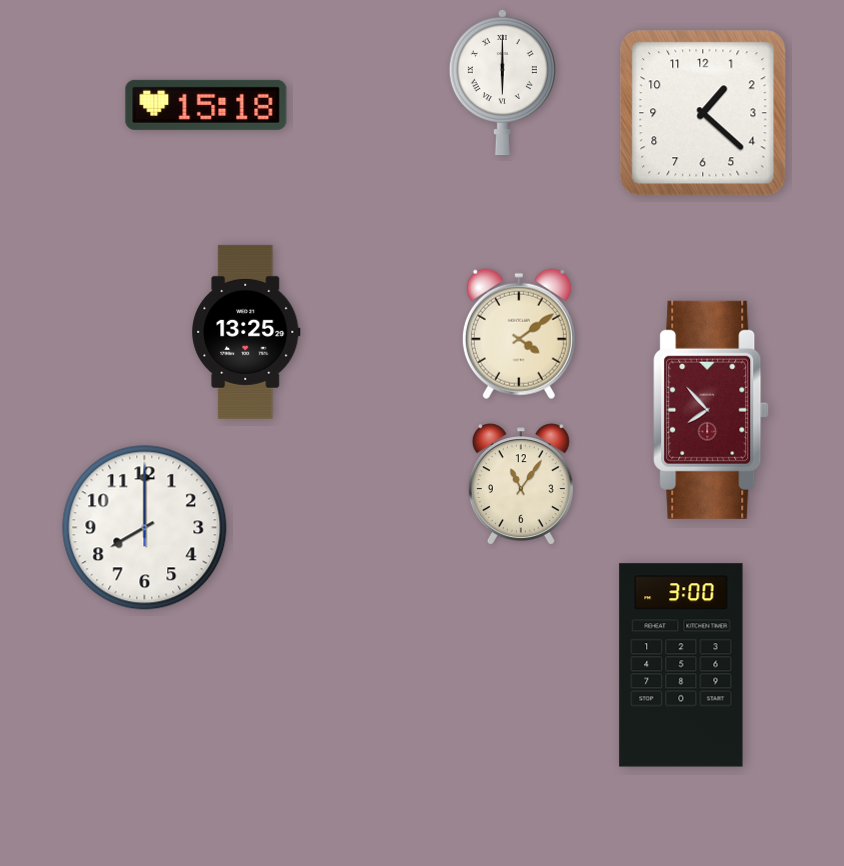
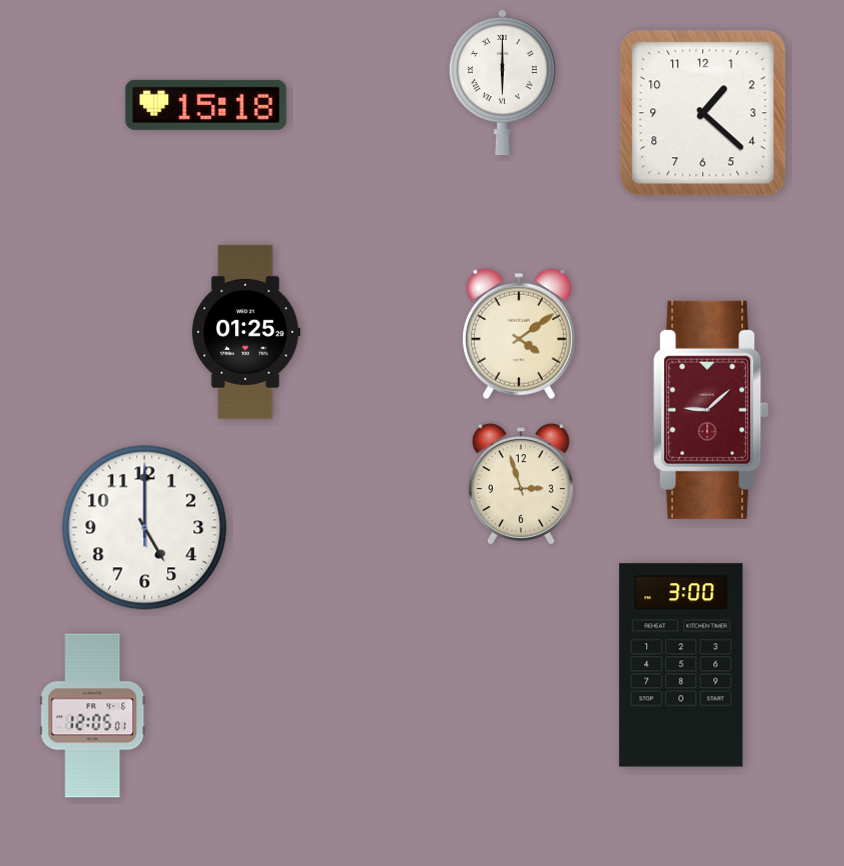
clock at (246, 332): 13:25 -> 01:25
clock at (711, 410): 7:53 -> 9:08
clock at (521, 484): 11:06 -> 2:57
clock at (145, 528): 8:00 -> 5:00
clock at (93, 716): none -> 12:05
